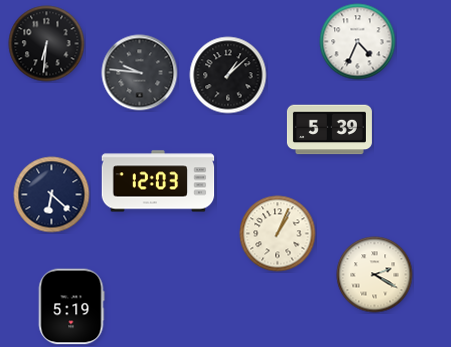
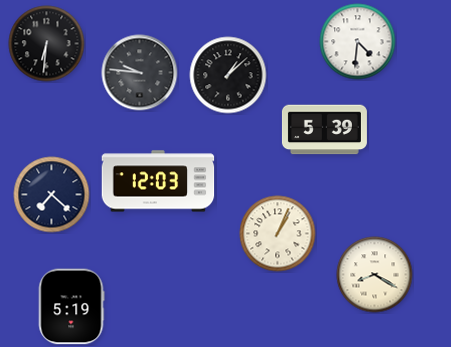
clock at (358, 42): 4:34 -> 4:31
clock at (329, 130) position: (329, 130) -> (324, 130)
clock at (52, 195): 6:22 -> 7:22
clock at (375, 275): 2:20 -> 8:20
